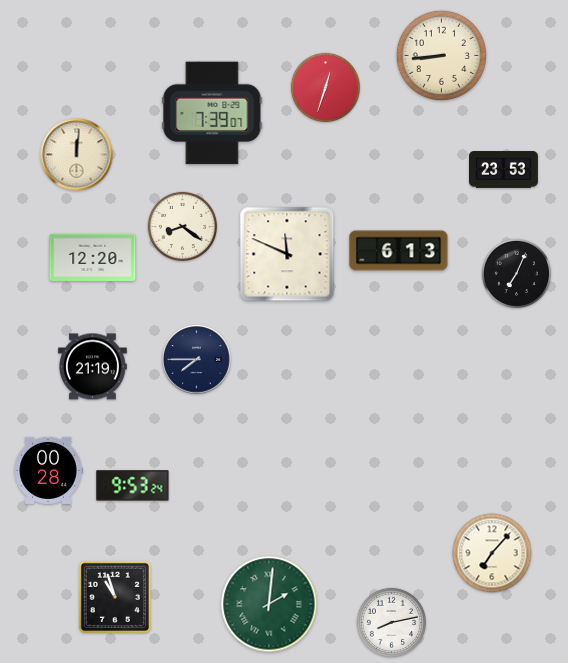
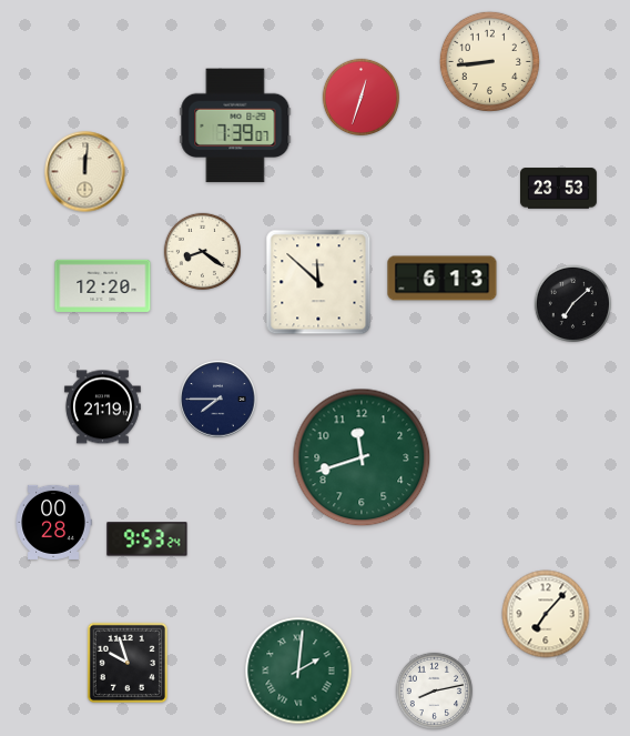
clock at (287, 254): 11:49 -> 11:52
clock at (516, 273): 7:04 -> 7:08
clock at (362, 457): none -> 11:42
clock at (114, 596): 10:57 -> 9:57
